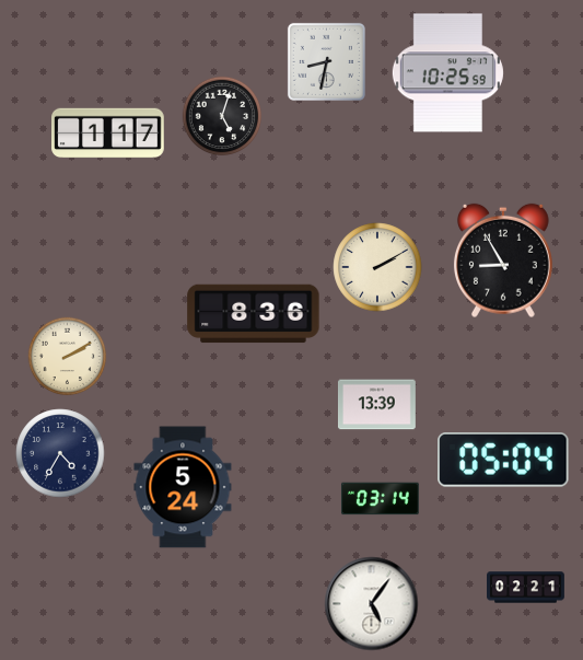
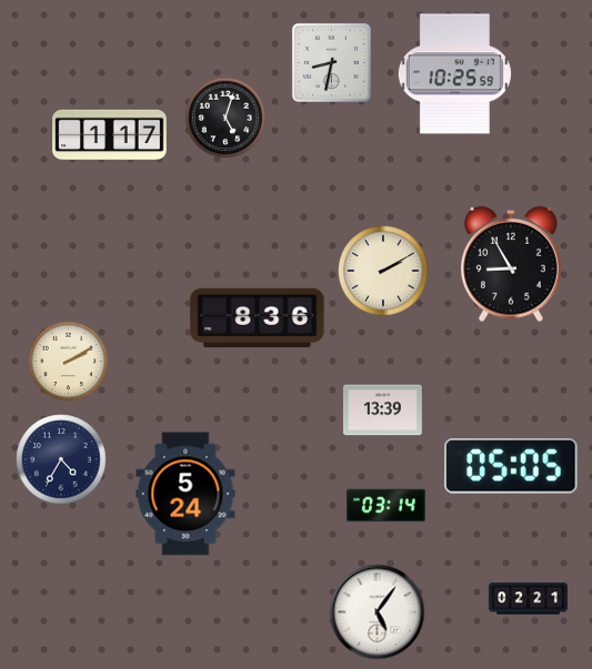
clock at (504, 461): 05:04 -> 05:05
clock at (526, 588) position: (526, 588) -> (529, 599)
